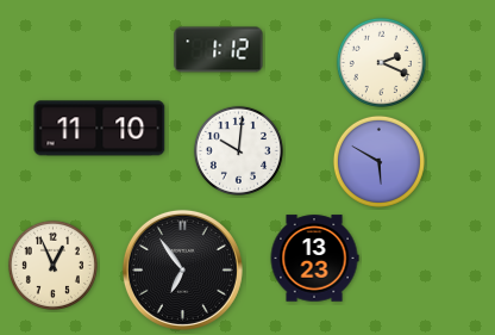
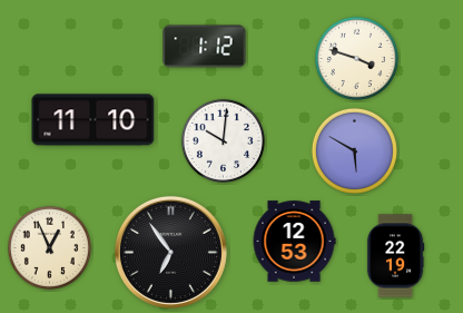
clock at (381, 62): 2:19 -> 3:48
clock at (314, 259): 13:23 -> 12:53
clock at (395, 256): none -> 22:19
